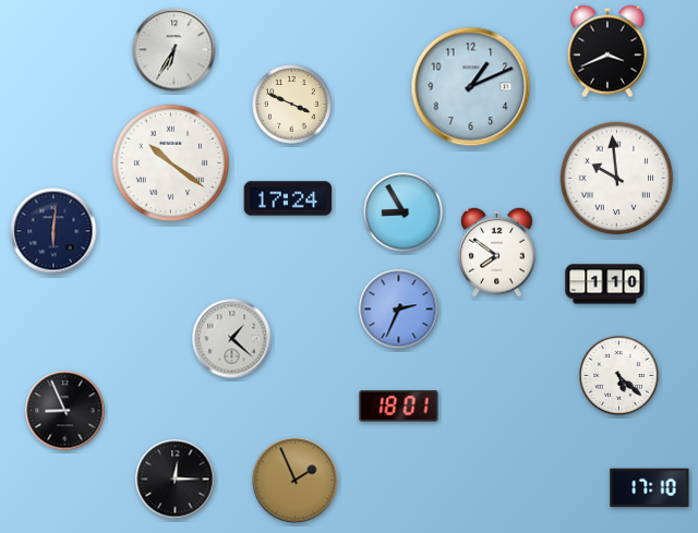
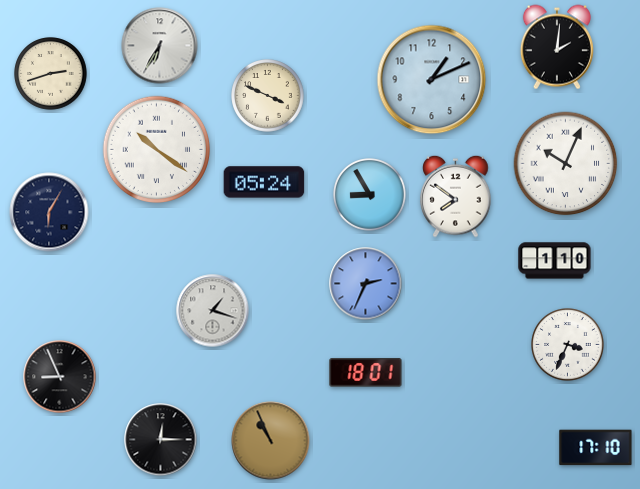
clock at (607, 51): 3:41 -> 2:01
clock at (51, 74): none -> 2:42
clock at (617, 179): 9:59 -> 10:04
clock at (288, 198): 17:24 -> 05:24
clock at (53, 231): 6:01 -> 6:05
clock at (497, 252) position: (497, 252) -> (456, 196)
clock at (232, 339): 1:22 -> 1:18
clock at (619, 376): 5:22 -> 3:34
clock at (296, 481): 1:56 -> 10:56
